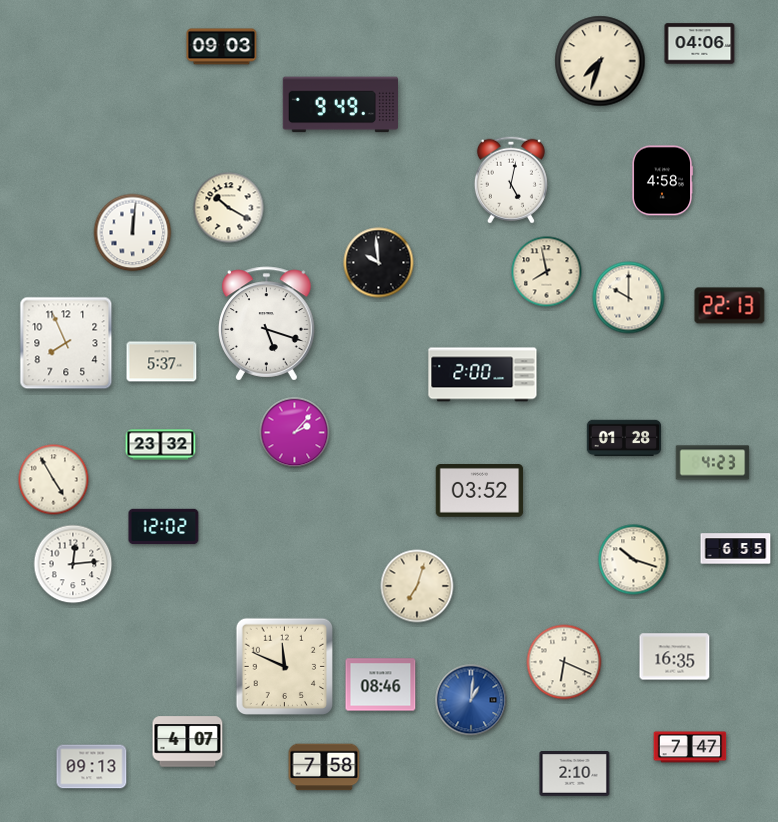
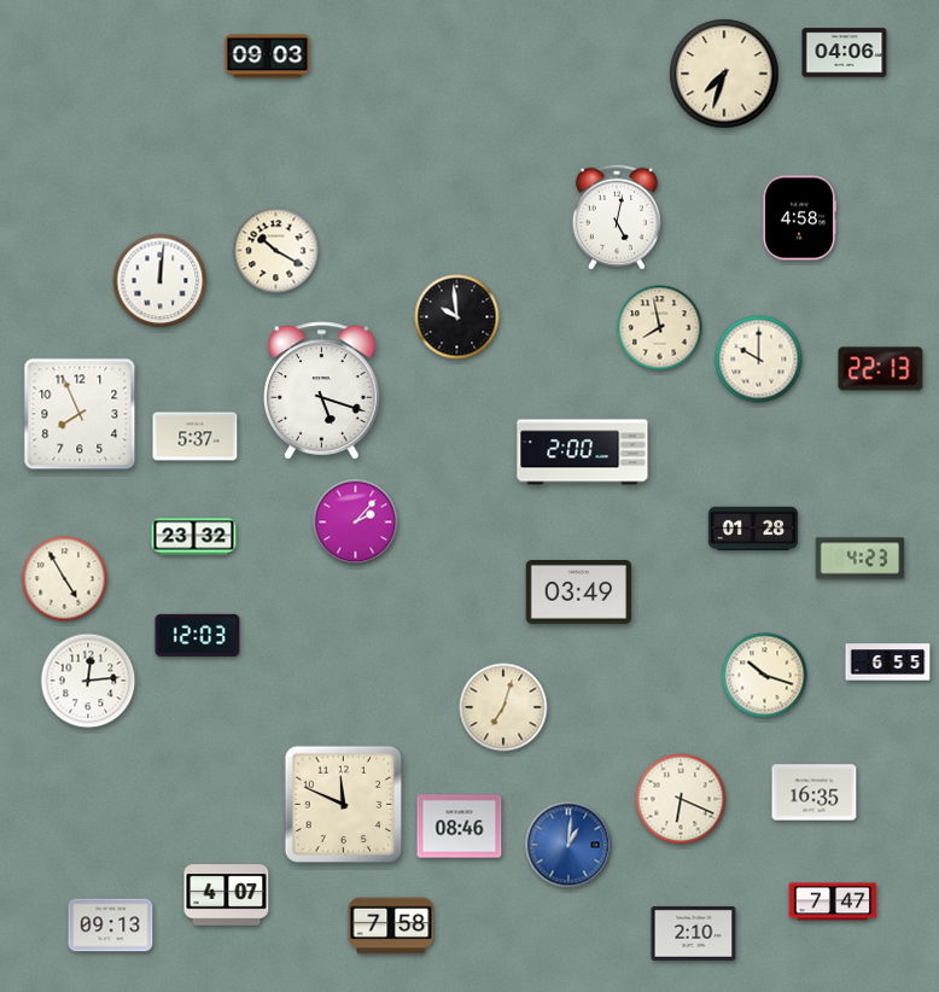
clock at (340, 105): 9:49 -> none
clock at (480, 491): 03:52 -> 03:49
clock at (164, 527): 12:02 -> 12:03
